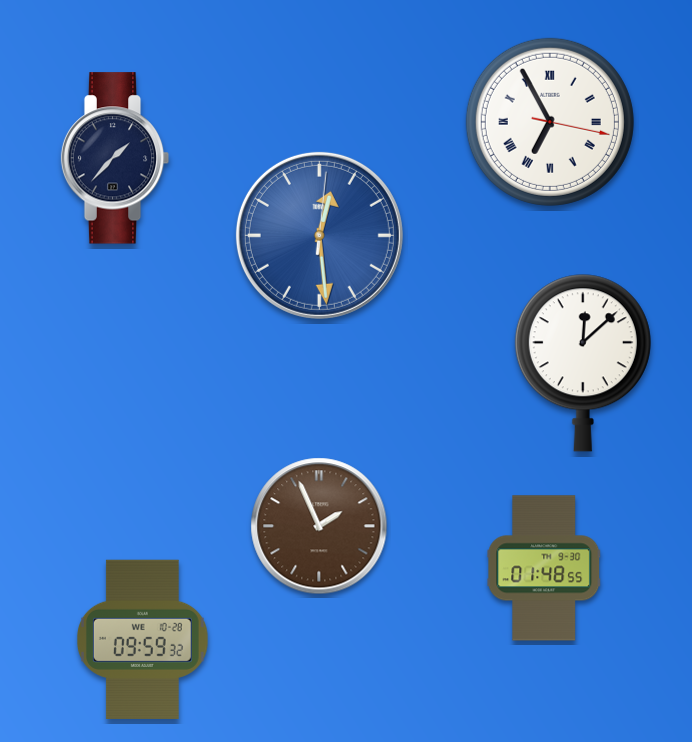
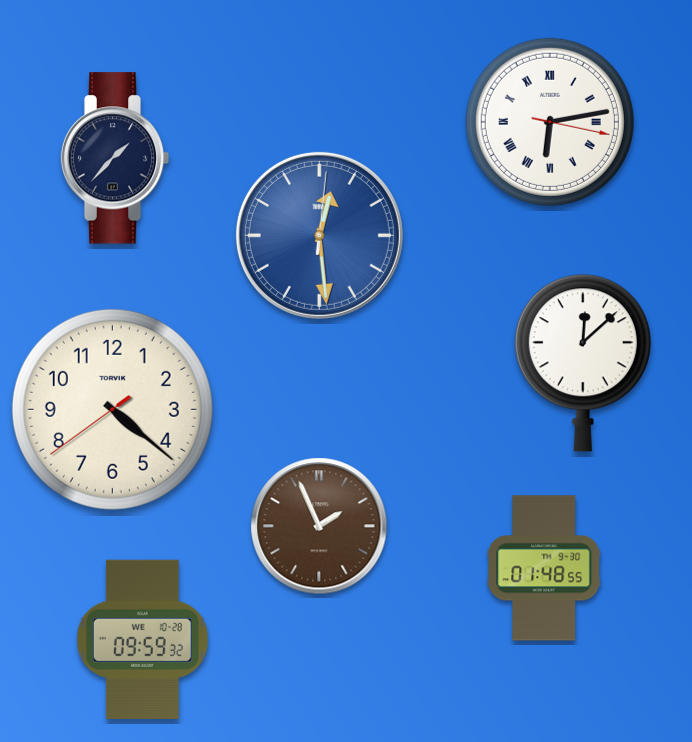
clock at (550, 122): 6:55 -> 6:13
clock at (112, 409): none -> 4:21
